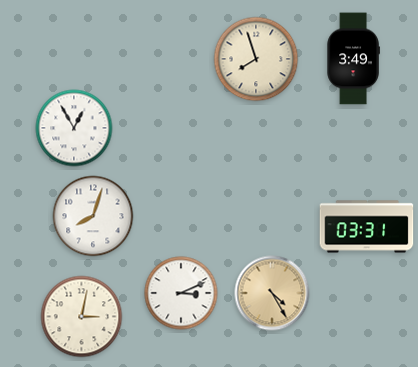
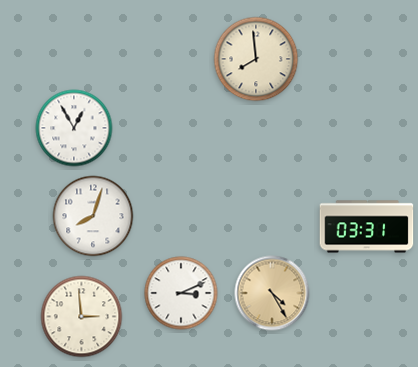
clock at (256, 59): 7:57 -> 7:59
clock at (353, 59): 3:49 -> none
clock at (82, 317): 3:02 -> 2:59
